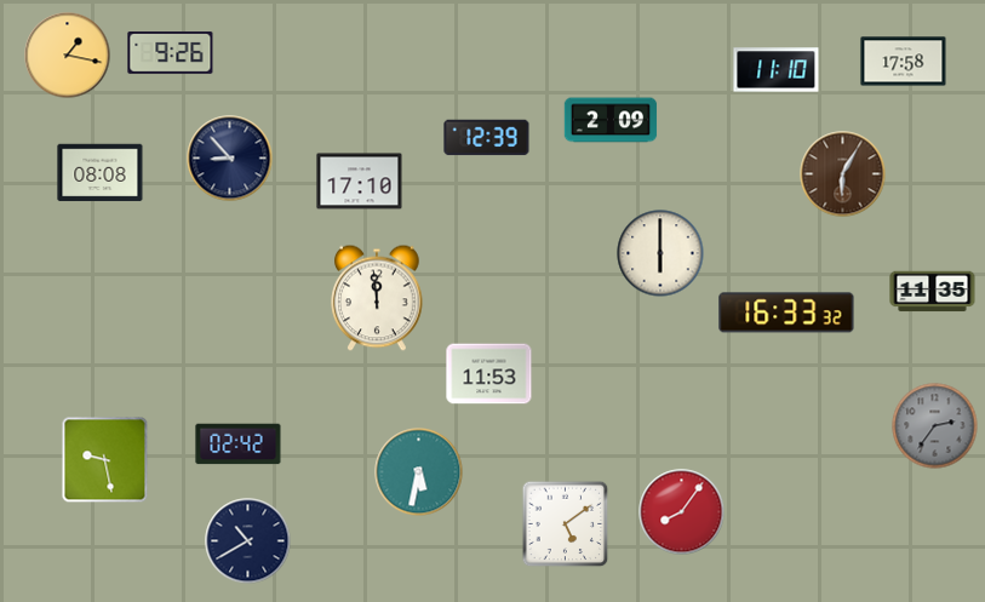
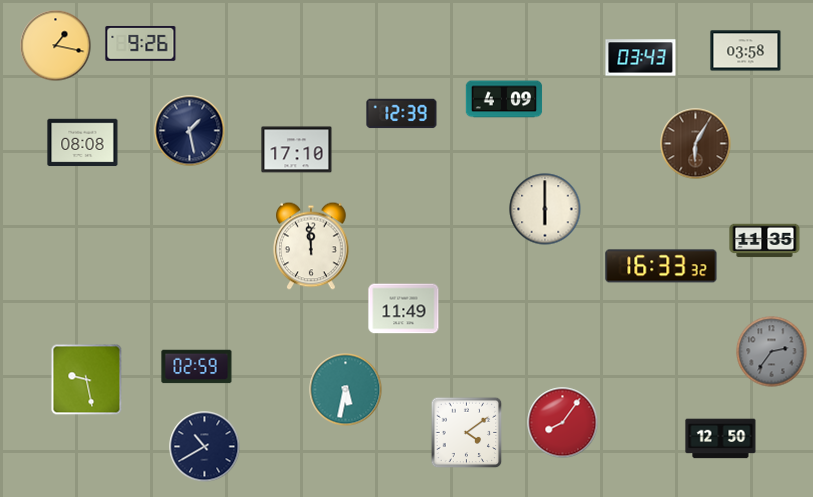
clock at (904, 62): 17:58 -> 03:58
clock at (777, 70): 11:10 -> 03:43
clock at (611, 120): 2:09 -> 4:09
clock at (230, 159): 8:53 -> 1:28
clock at (933, 292) position: (933, 292) -> (765, 241)
clock at (786, 313) position: (786, 313) -> (661, 266)
clock at (489, 374): 11:53 -> 11:49
clock at (239, 445): 02:42 -> 02:59
clock at (566, 524): 5:09 -> 4:09
clock at (721, 439): none -> 12:50
